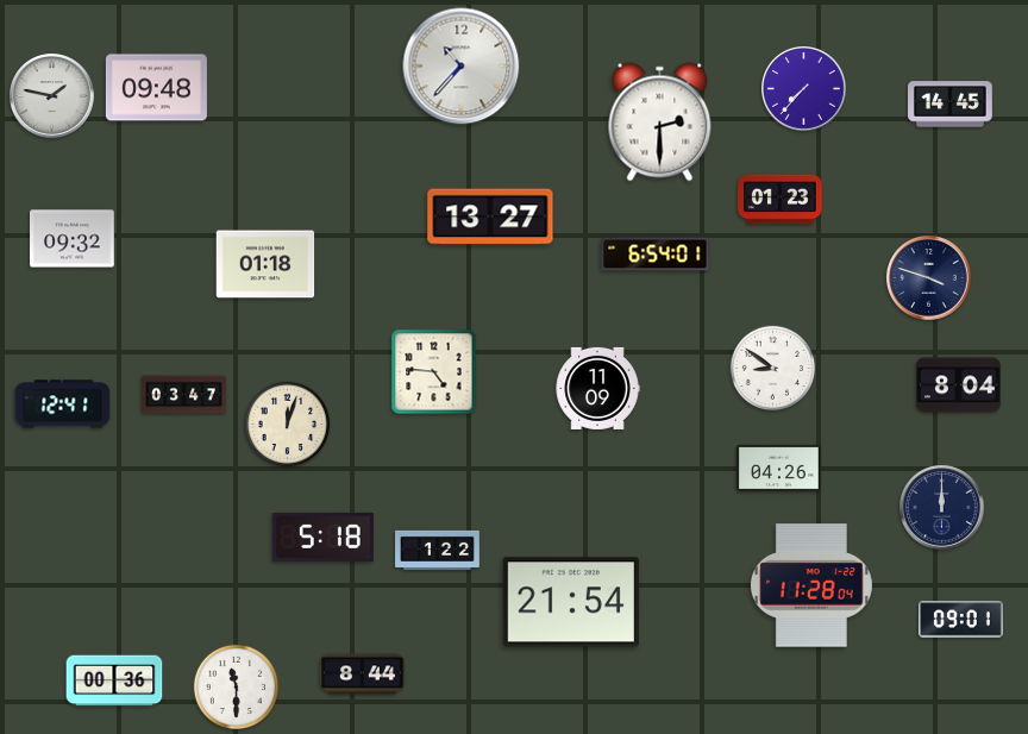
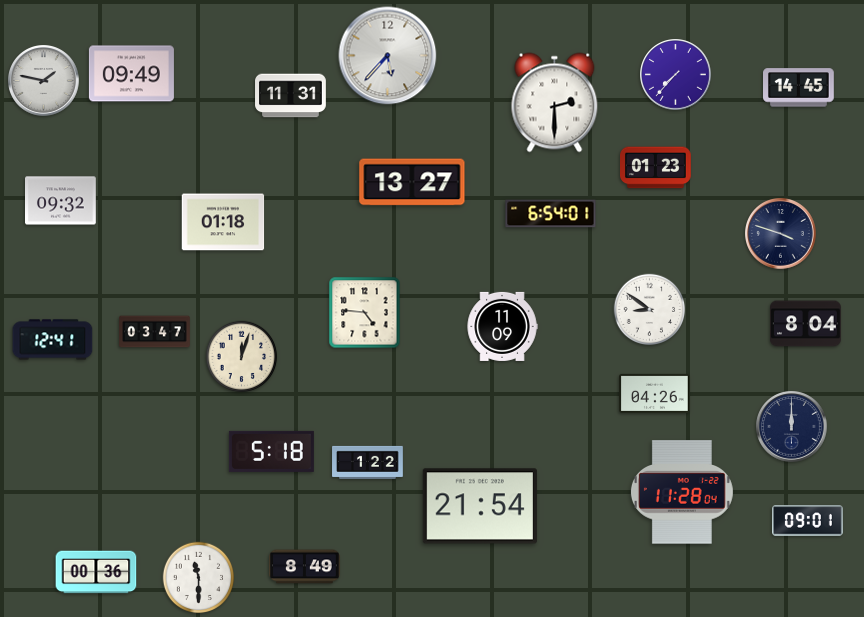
clock at (462, 67): 10:37 -> 5:37
clock at (156, 88): 09:48 -> 09:49
clock at (291, 96): none -> 11:31
clock at (363, 675): 8:44 -> 8:49
